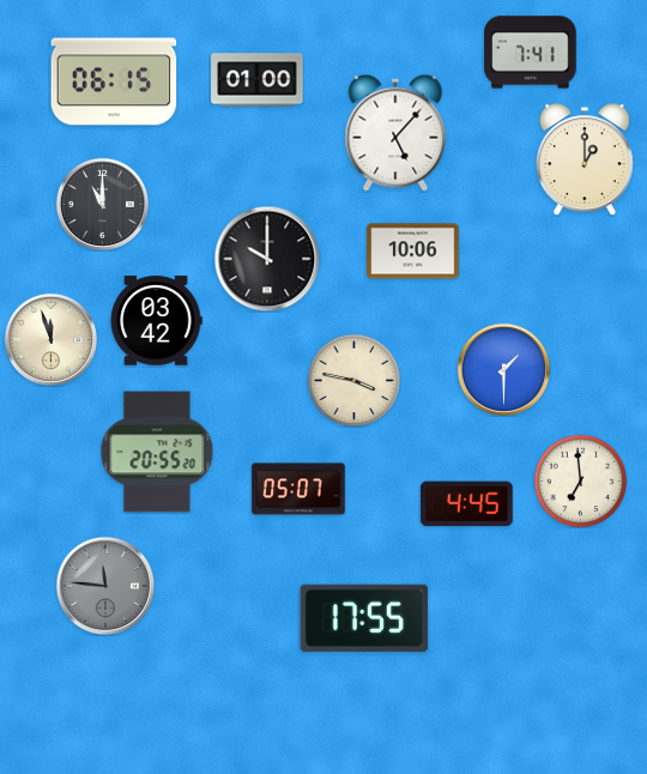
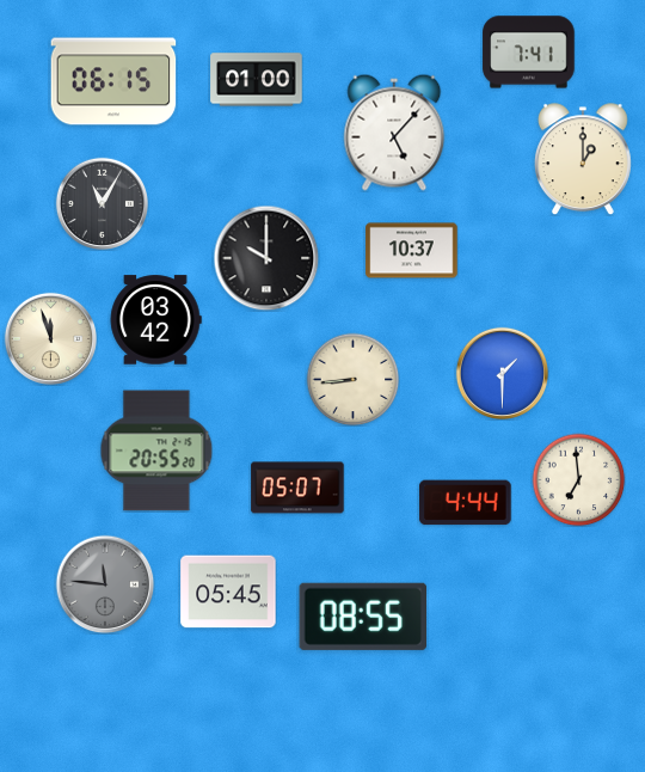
clock at (102, 204): 11:00 -> 11:05
clock at (413, 252): 10:06 -> 10:37
clock at (503, 369) position: (503, 369) -> (502, 373)
clock at (353, 380): 3:47 -> 8:44
clock at (467, 504): 4:45 -> 4:44
clock at (228, 592): none -> 05:45
clock at (363, 618): 17:55 -> 08:55
